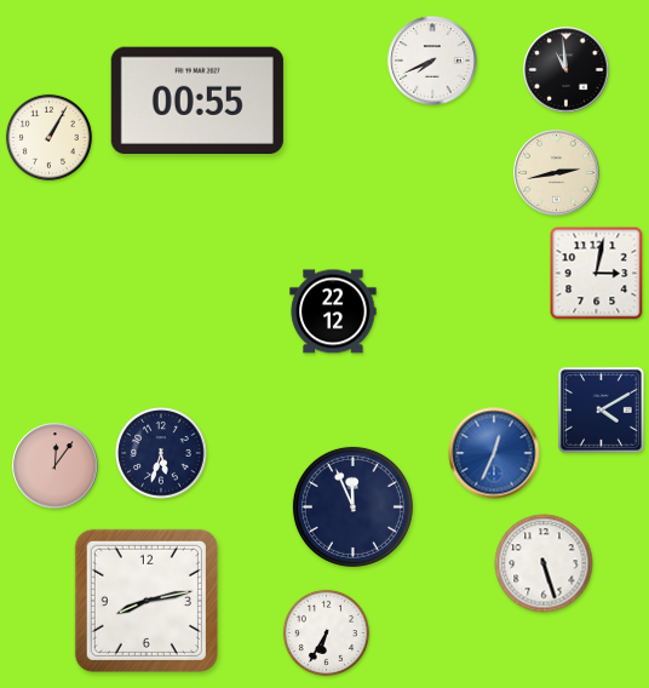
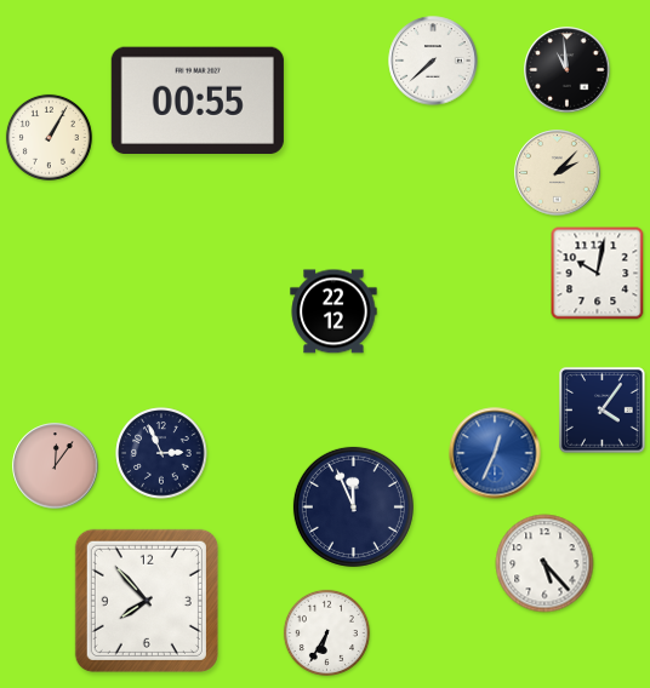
clock at (432, 61): 7:41 -> 7:38
clock at (557, 173): 2:43 -> 2:07
clock at (597, 274): 3:02 -> 10:02
clock at (602, 411): 4:10 -> 4:06
clock at (161, 453): 5:33 -> 2:56
clock at (544, 563): 5:27 -> 5:23
clock at (147, 601): 8:13 -> 7:53
